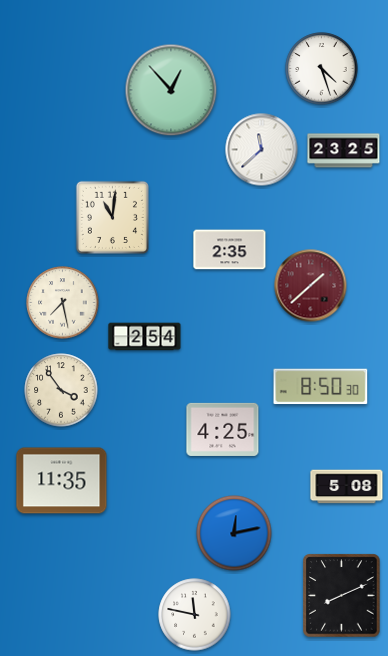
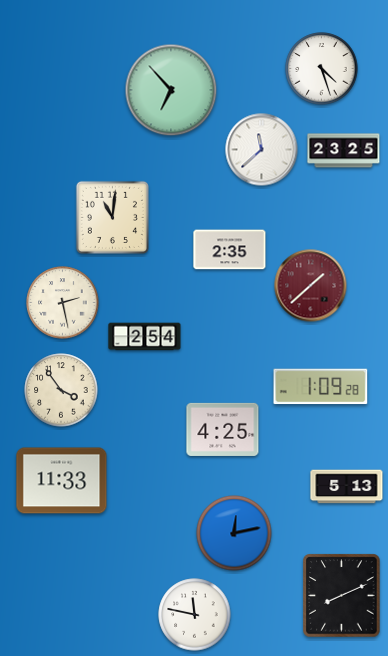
clock at (171, 90): 12:53 -> 6:53
clock at (63, 303): 7:28 -> 2:28
clock at (321, 387): 8:50 -> 1:09
clock at (62, 481): 11:35 -> 11:33
clock at (347, 487): 5:08 -> 5:13
